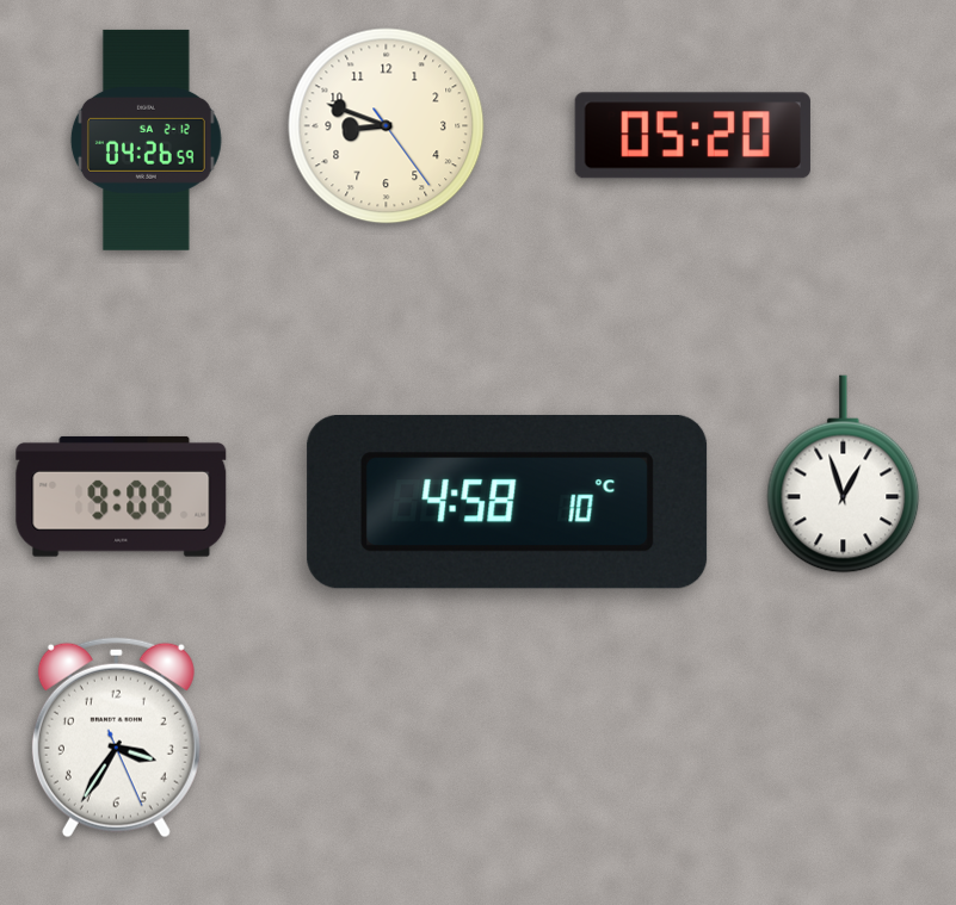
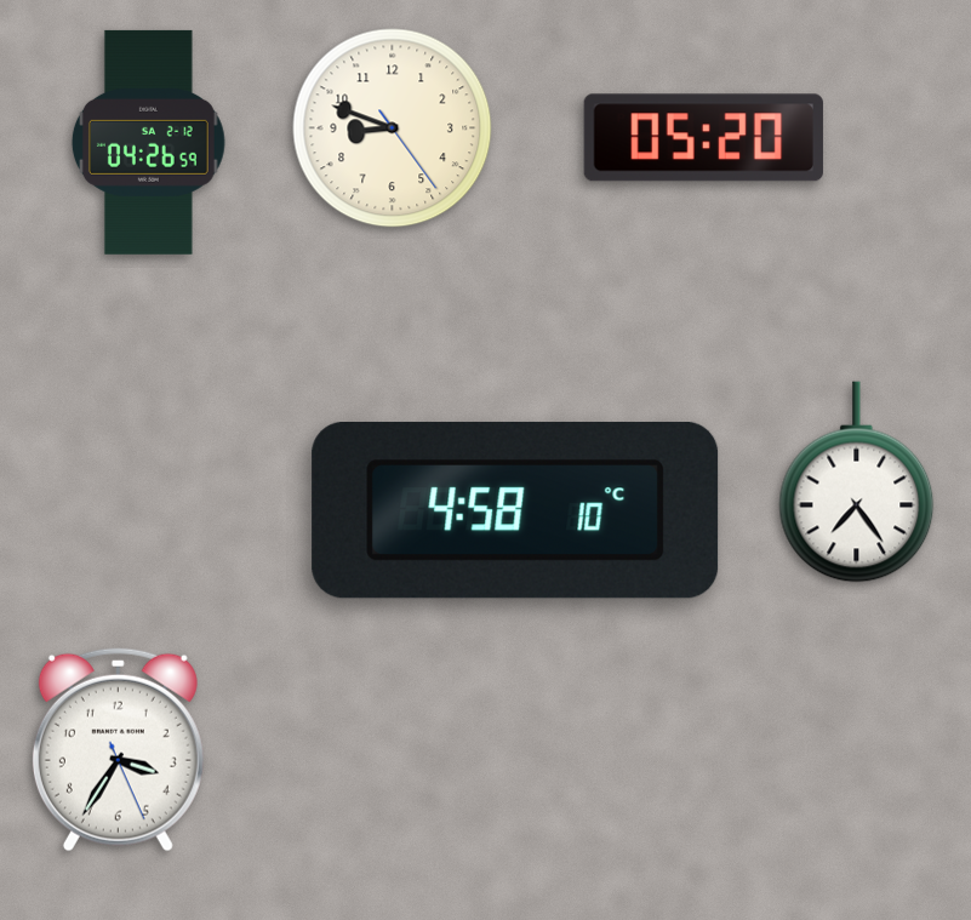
clock at (844, 475): 12:57 -> 7:24
clock at (122, 496): 9:08 -> none
